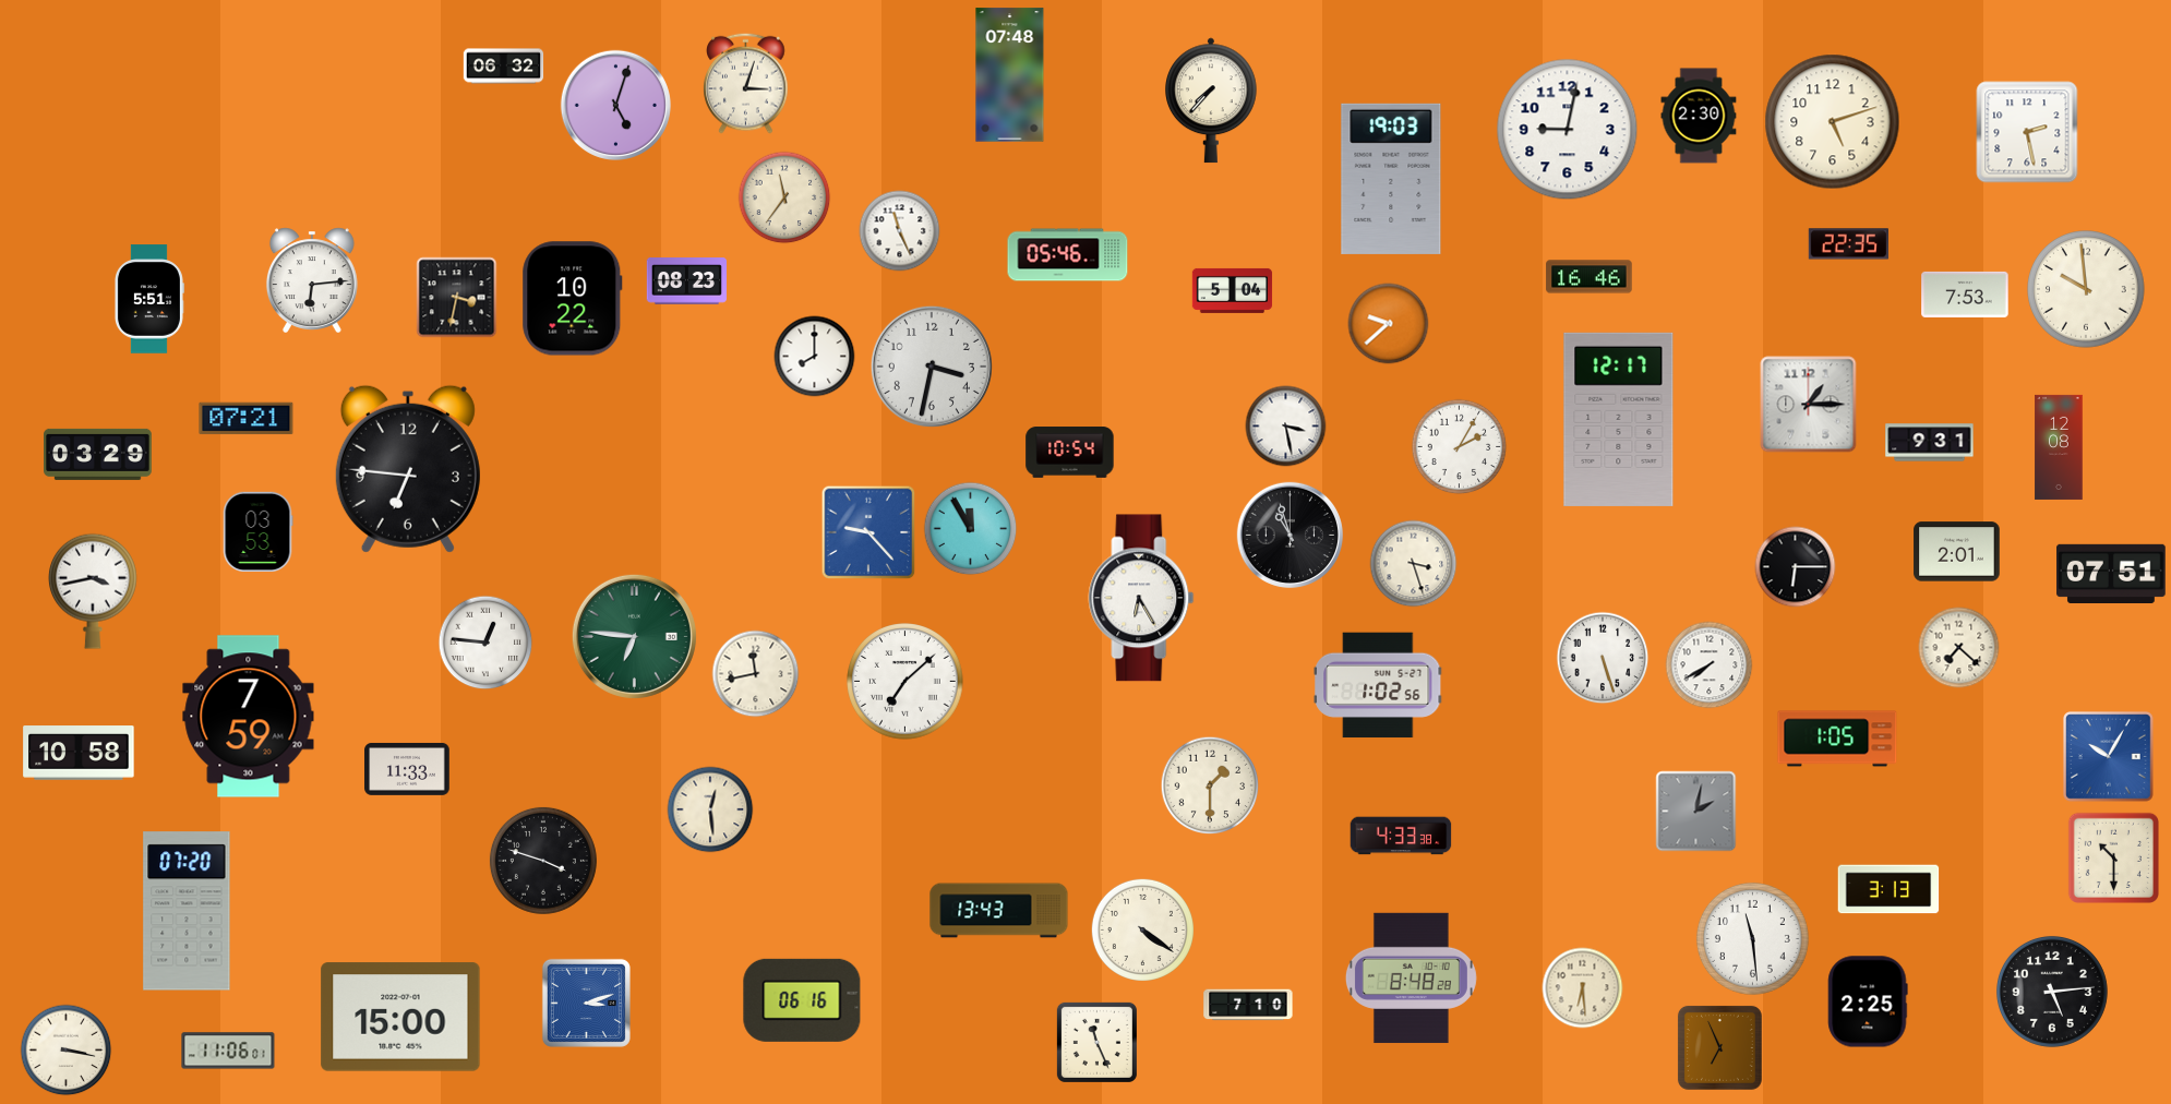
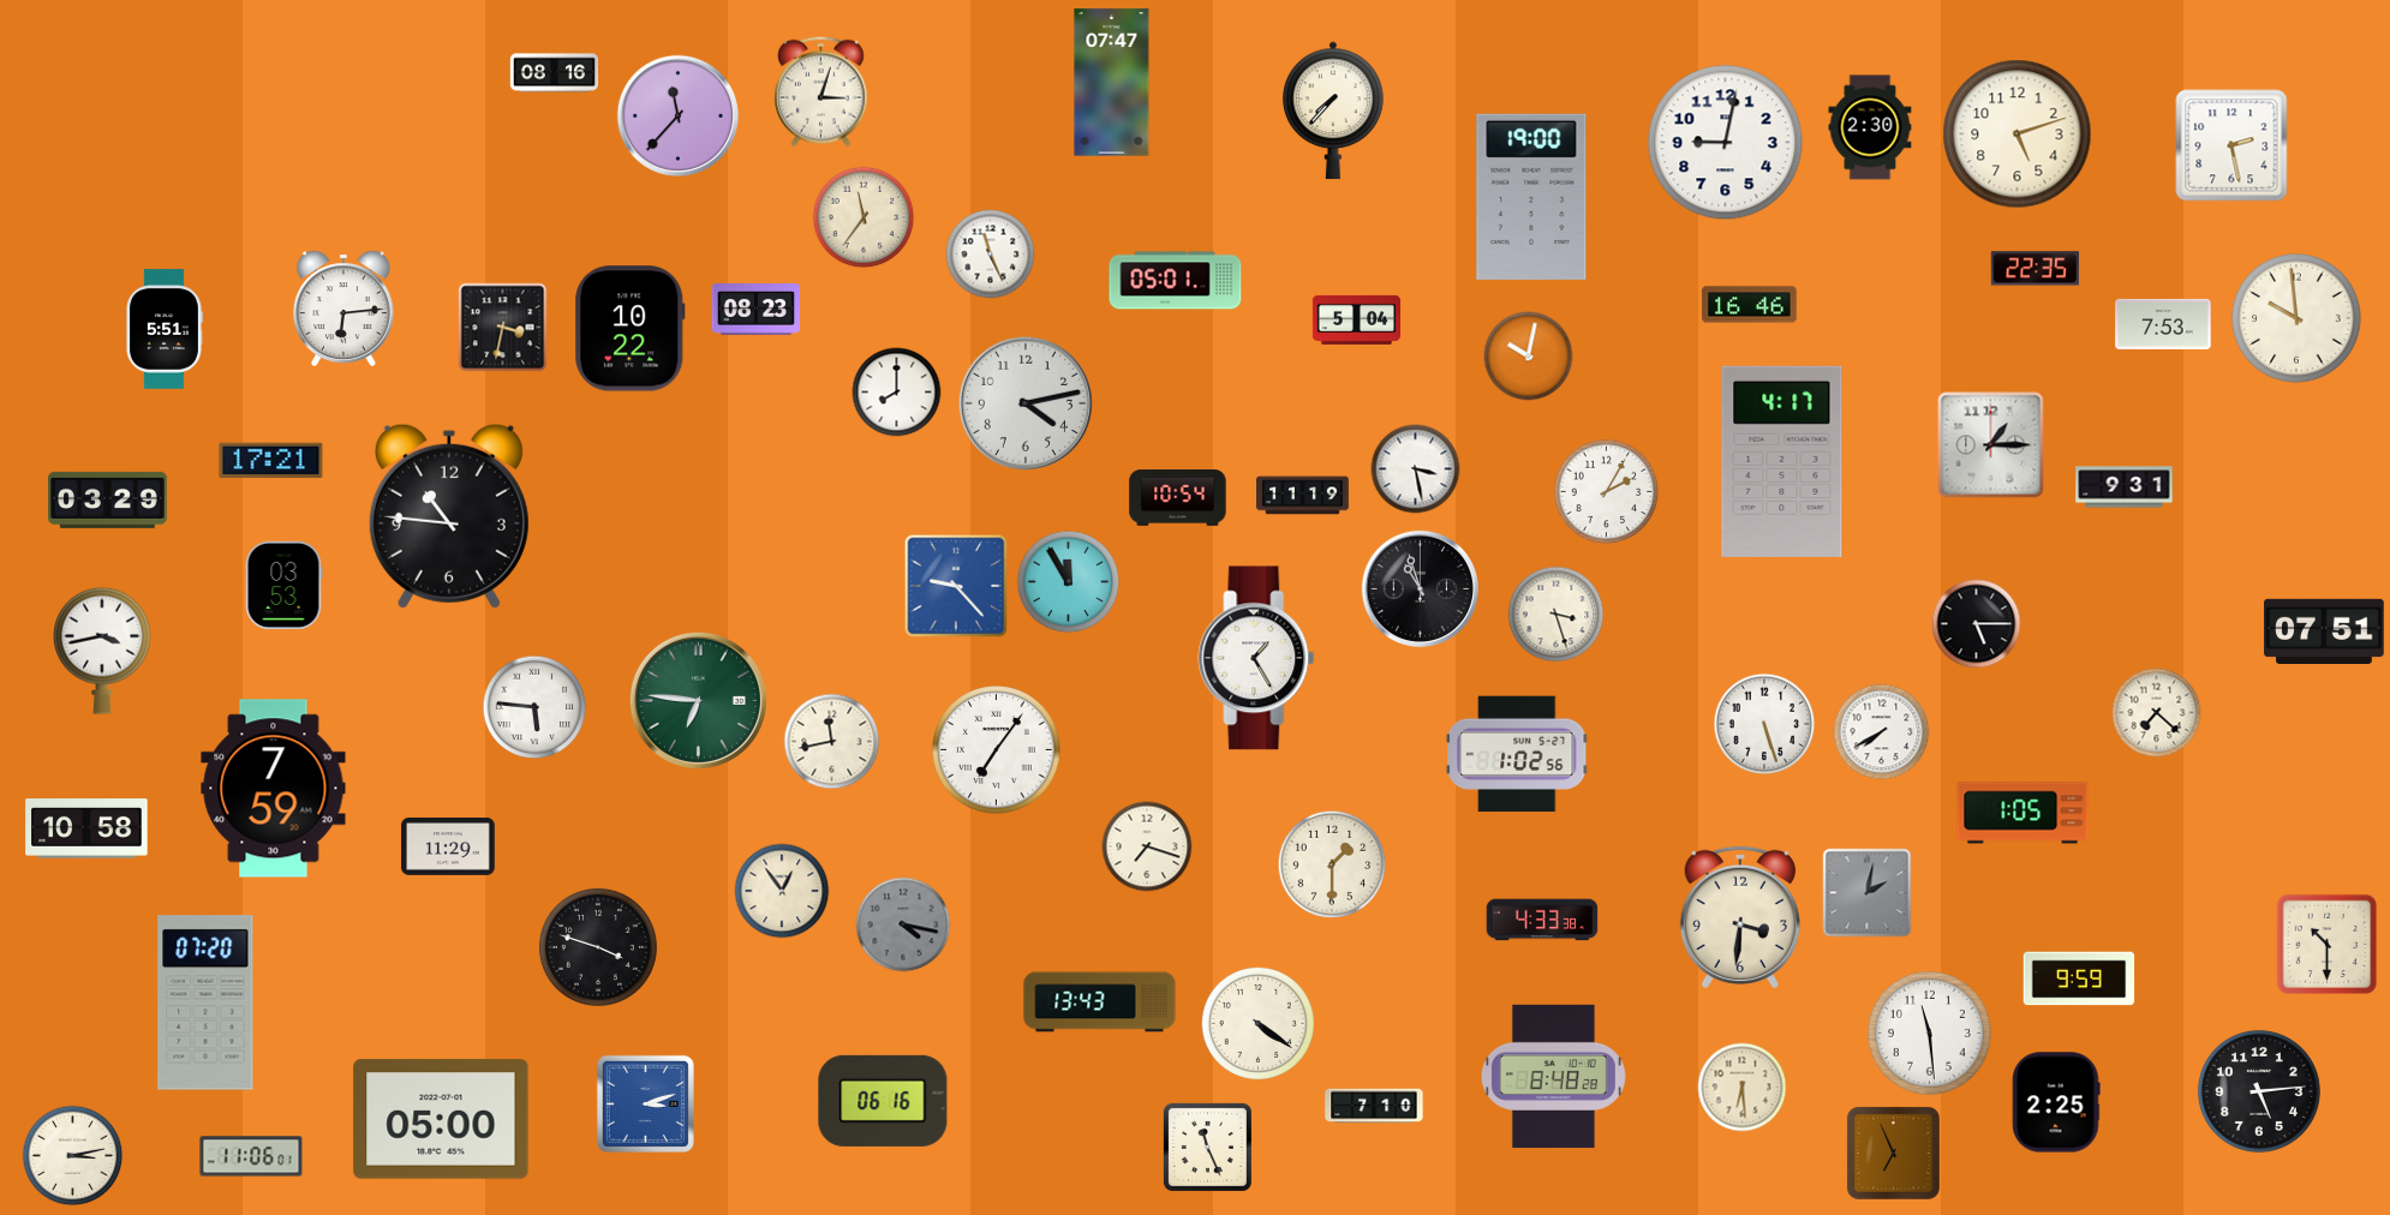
clock at (504, 67): 06:32 -> 08:16
clock at (1010, 75): 07:48 -> 07:47
clock at (615, 105): 5:03 -> 11:37
clock at (1391, 179): 19:03 -> 19:00
clock at (1068, 255): 05:46 -> 05:01
clock at (1389, 324): 9:38 -> 10:02
clock at (932, 367): 3:32 -> 4:13
clock at (247, 419): 07:21 -> 17:21
clock at (1619, 419): 12:17 -> 4:17
clock at (2059, 447): 12:08 -> none
clock at (1303, 496): none -> 11:19
clock at (408, 469): 6:46 -> 10:46
clock at (1957, 552): 2:01 -> none
clock at (1414, 564) position: (1414, 564) -> (1557, 615)
clock at (1796, 567): 6:15 -> 5:15
clock at (1141, 598): 6:25 -> 1:25
clock at (485, 643): 12:46 -> 5:46
clock at (905, 682): 7:08 -> 7:06
clock at (2109, 757): 10:05 -> none
clock at (407, 769): 11:33 -> 11:29
clock at (1147, 846): none -> 7:18
clock at (710, 809): 12:29 -> 12:54
clock at (1740, 917): none -> 3:31
clock at (903, 924): none -> 4:17
clock at (1888, 889): 3:13 -> 9:59
clock at (400, 1017): 15:00 -> 05:00
clock at (67, 1051): 3:17 -> 3:13
